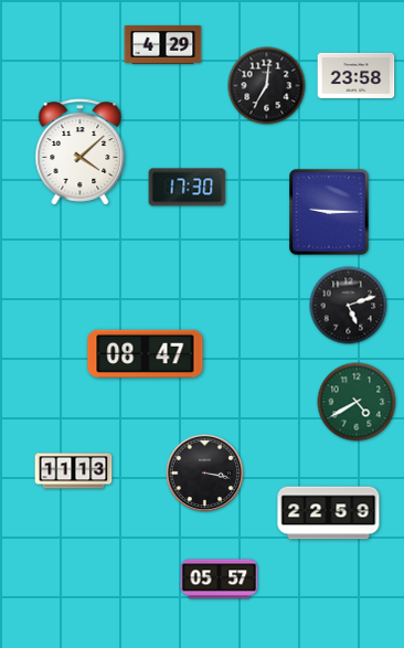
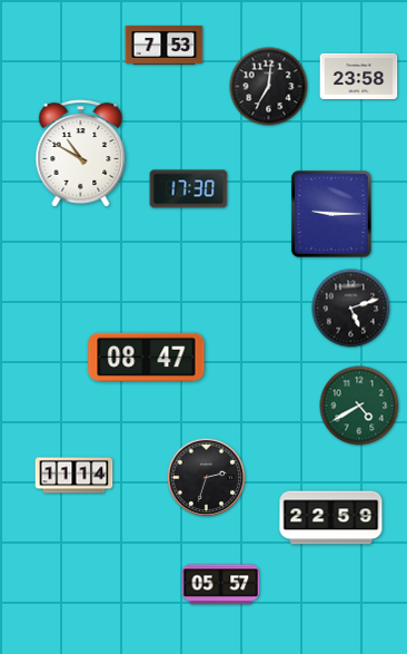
clock at (163, 45): 4:29 -> 7:53
clock at (81, 152): 4:08 -> 10:50
clock at (74, 471): 11:13 -> 11:14
clock at (205, 474): 3:17 -> 2:33
